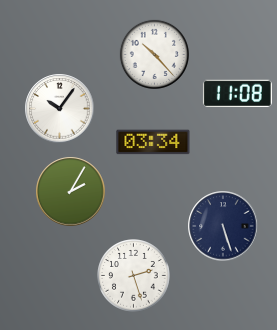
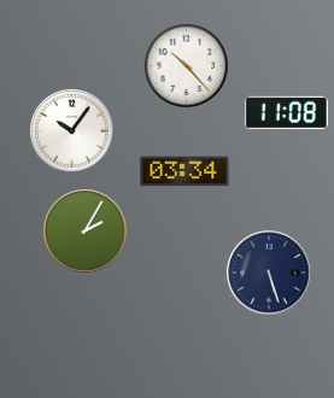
clock at (134, 276): 2:27 -> none
